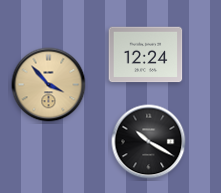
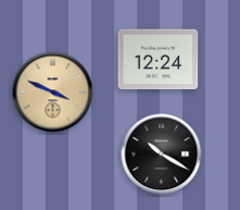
clock at (49, 85): 3:53 -> 3:49
